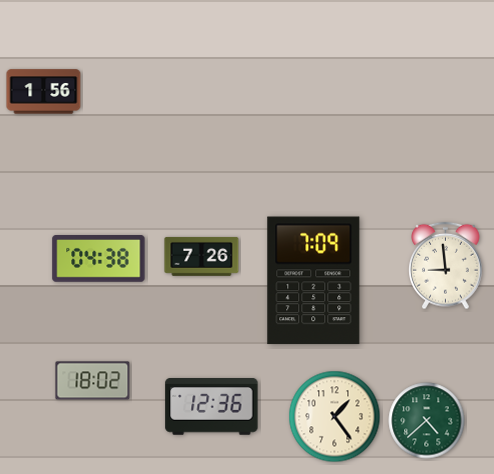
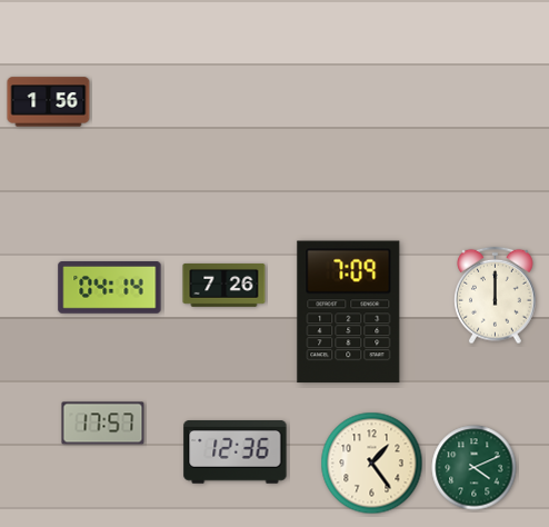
clock at (99, 259): 04:38 -> 04:14
clock at (446, 266): 8:59 -> 12:00
clock at (93, 381): 18:02 -> 17:57
clock at (427, 421): 4:38 -> 4:11
